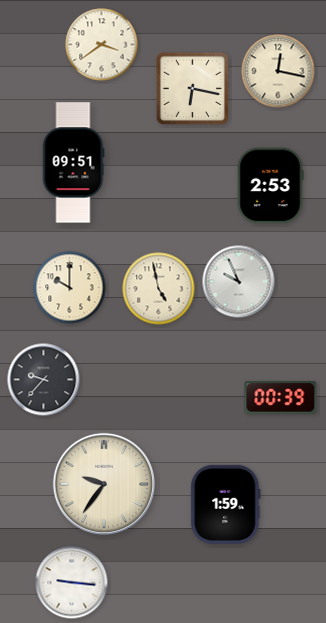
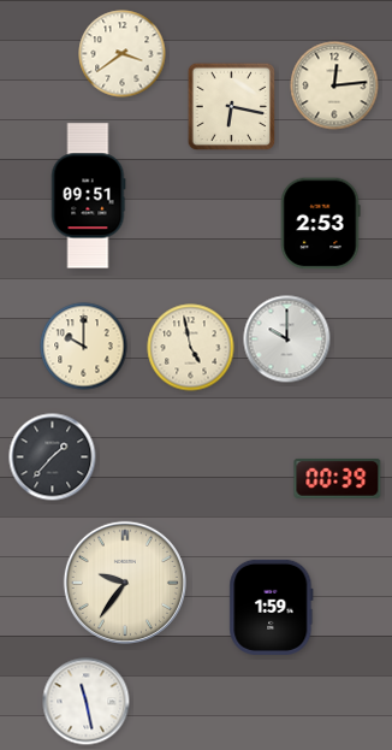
clock at (278, 71): 12:17 -> 12:14
clock at (270, 186) position: (270, 186) -> (320, 224)
clock at (239, 282): 9:56 -> 10:00
clock at (44, 380): 9:37 -> 1:37
clock at (72, 583): 9:16 -> 11:28
